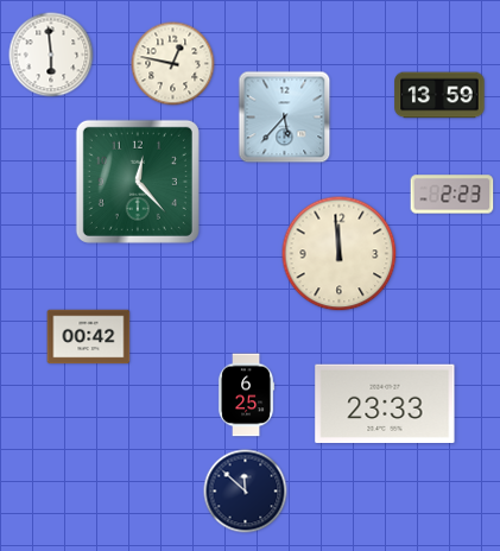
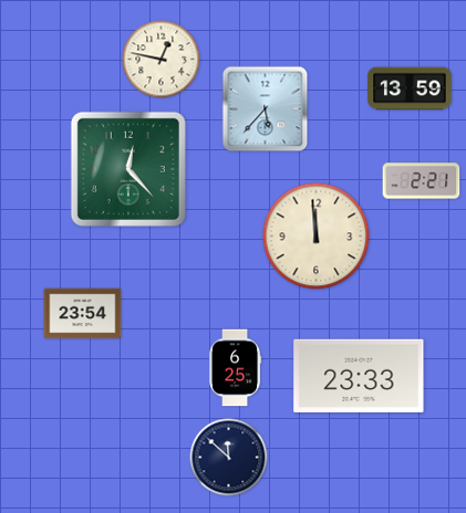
clock at (51, 55): 5:59 -> none
clock at (452, 195): 2:23 -> 2:21
clock at (89, 337): 00:42 -> 23:54
clock at (246, 395) position: (246, 395) -> (235, 368)
